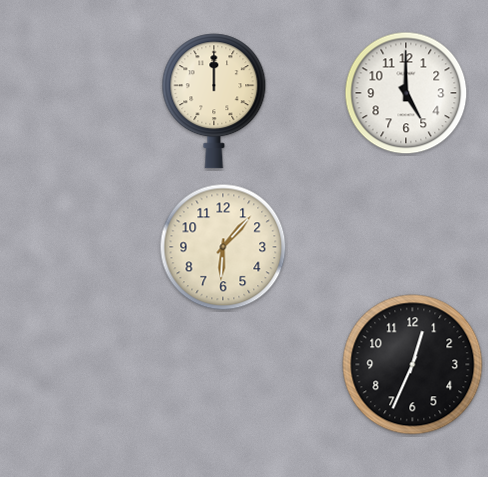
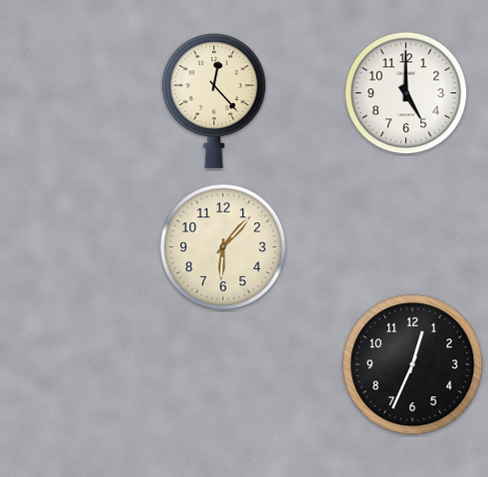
clock at (214, 101): 12:00 -> 12:23
